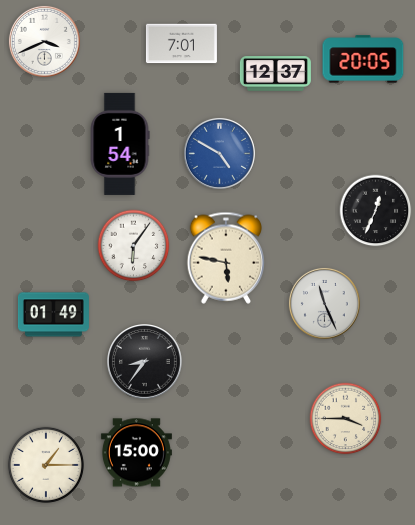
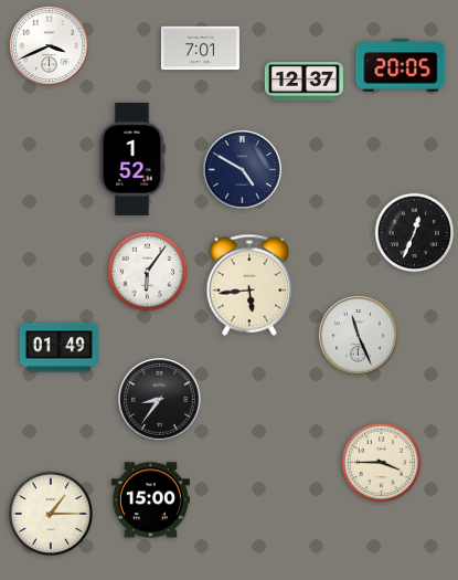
clock at (120, 144): 1:54 -> 1:52
clock at (219, 153) dial: blue -> navy
clock at (226, 258): 5:47 -> 5:44
